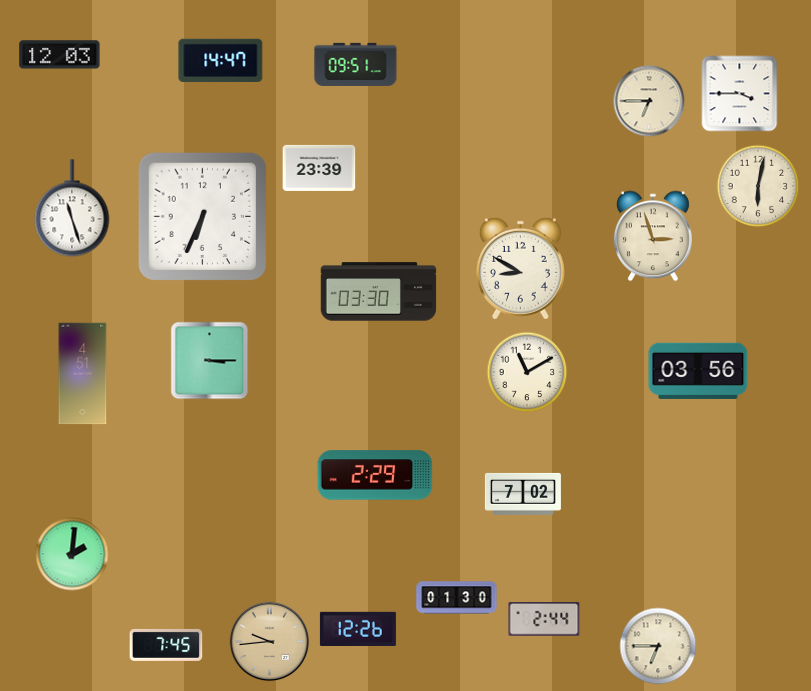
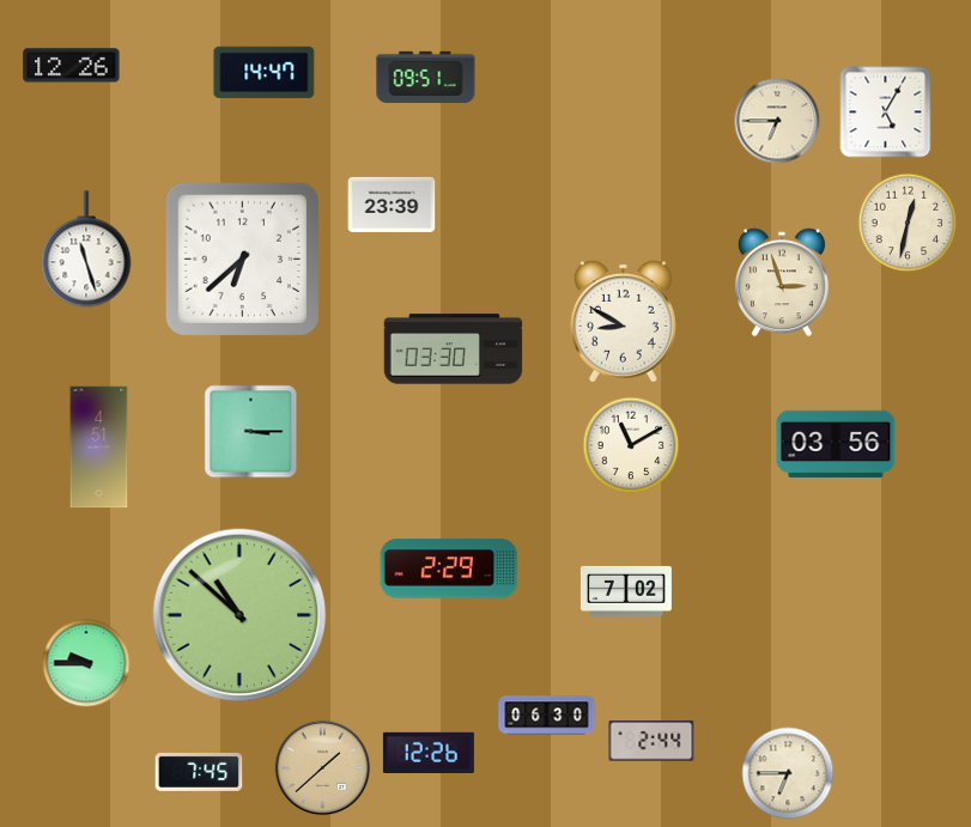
clock at (60, 55): 12:03 -> 12:26
clock at (740, 94): 3:45 -> 5:05
clock at (319, 168) position: (319, 168) -> (392, 205)
clock at (758, 186): 6:02 -> 12:32
clock at (203, 217): 6:34 -> 6:38
clock at (239, 615): none -> 10:52
clock at (72, 554): 2:01 -> 9:45
clock at (457, 598): 01:30 -> 06:30
clock at (270, 642): 9:44 -> 1:38
